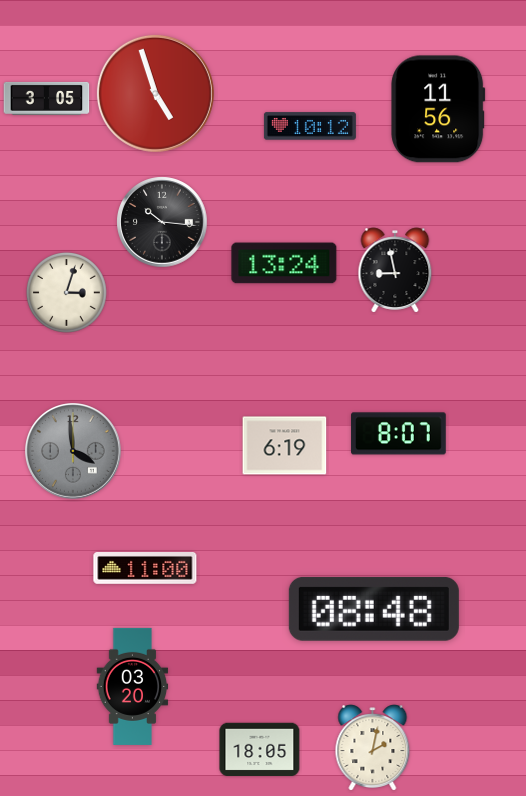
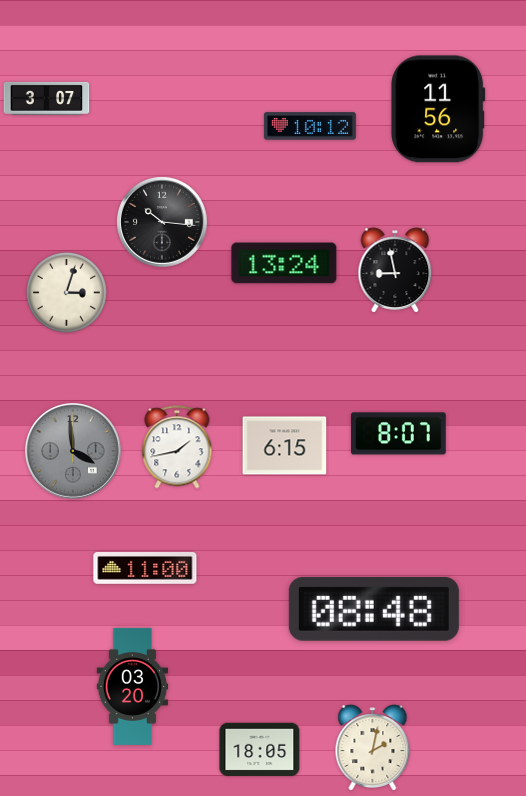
clock at (155, 93): 4:57 -> none
clock at (47, 98): 3:05 -> 3:07
clock at (285, 446): 6:19 -> 6:15
clock at (177, 447): none -> 1:43
